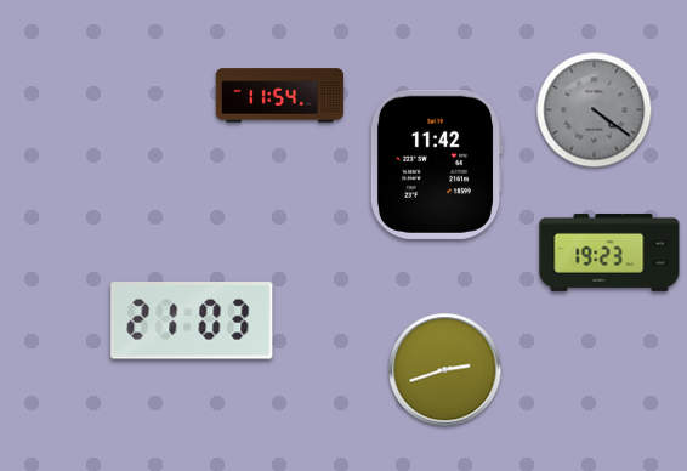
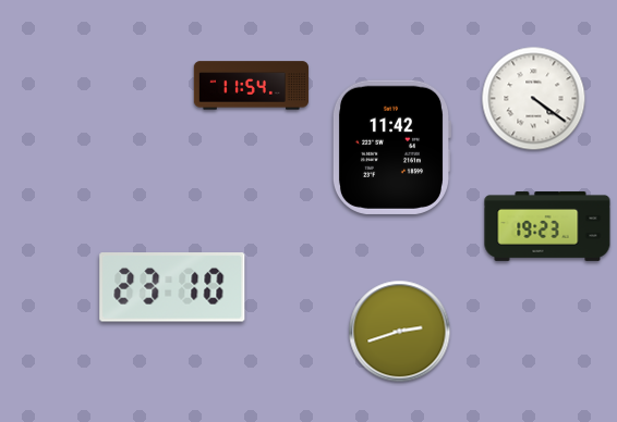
clock at (595, 110) dial: grey -> white
clock at (192, 320): 21:03 -> 23:10
